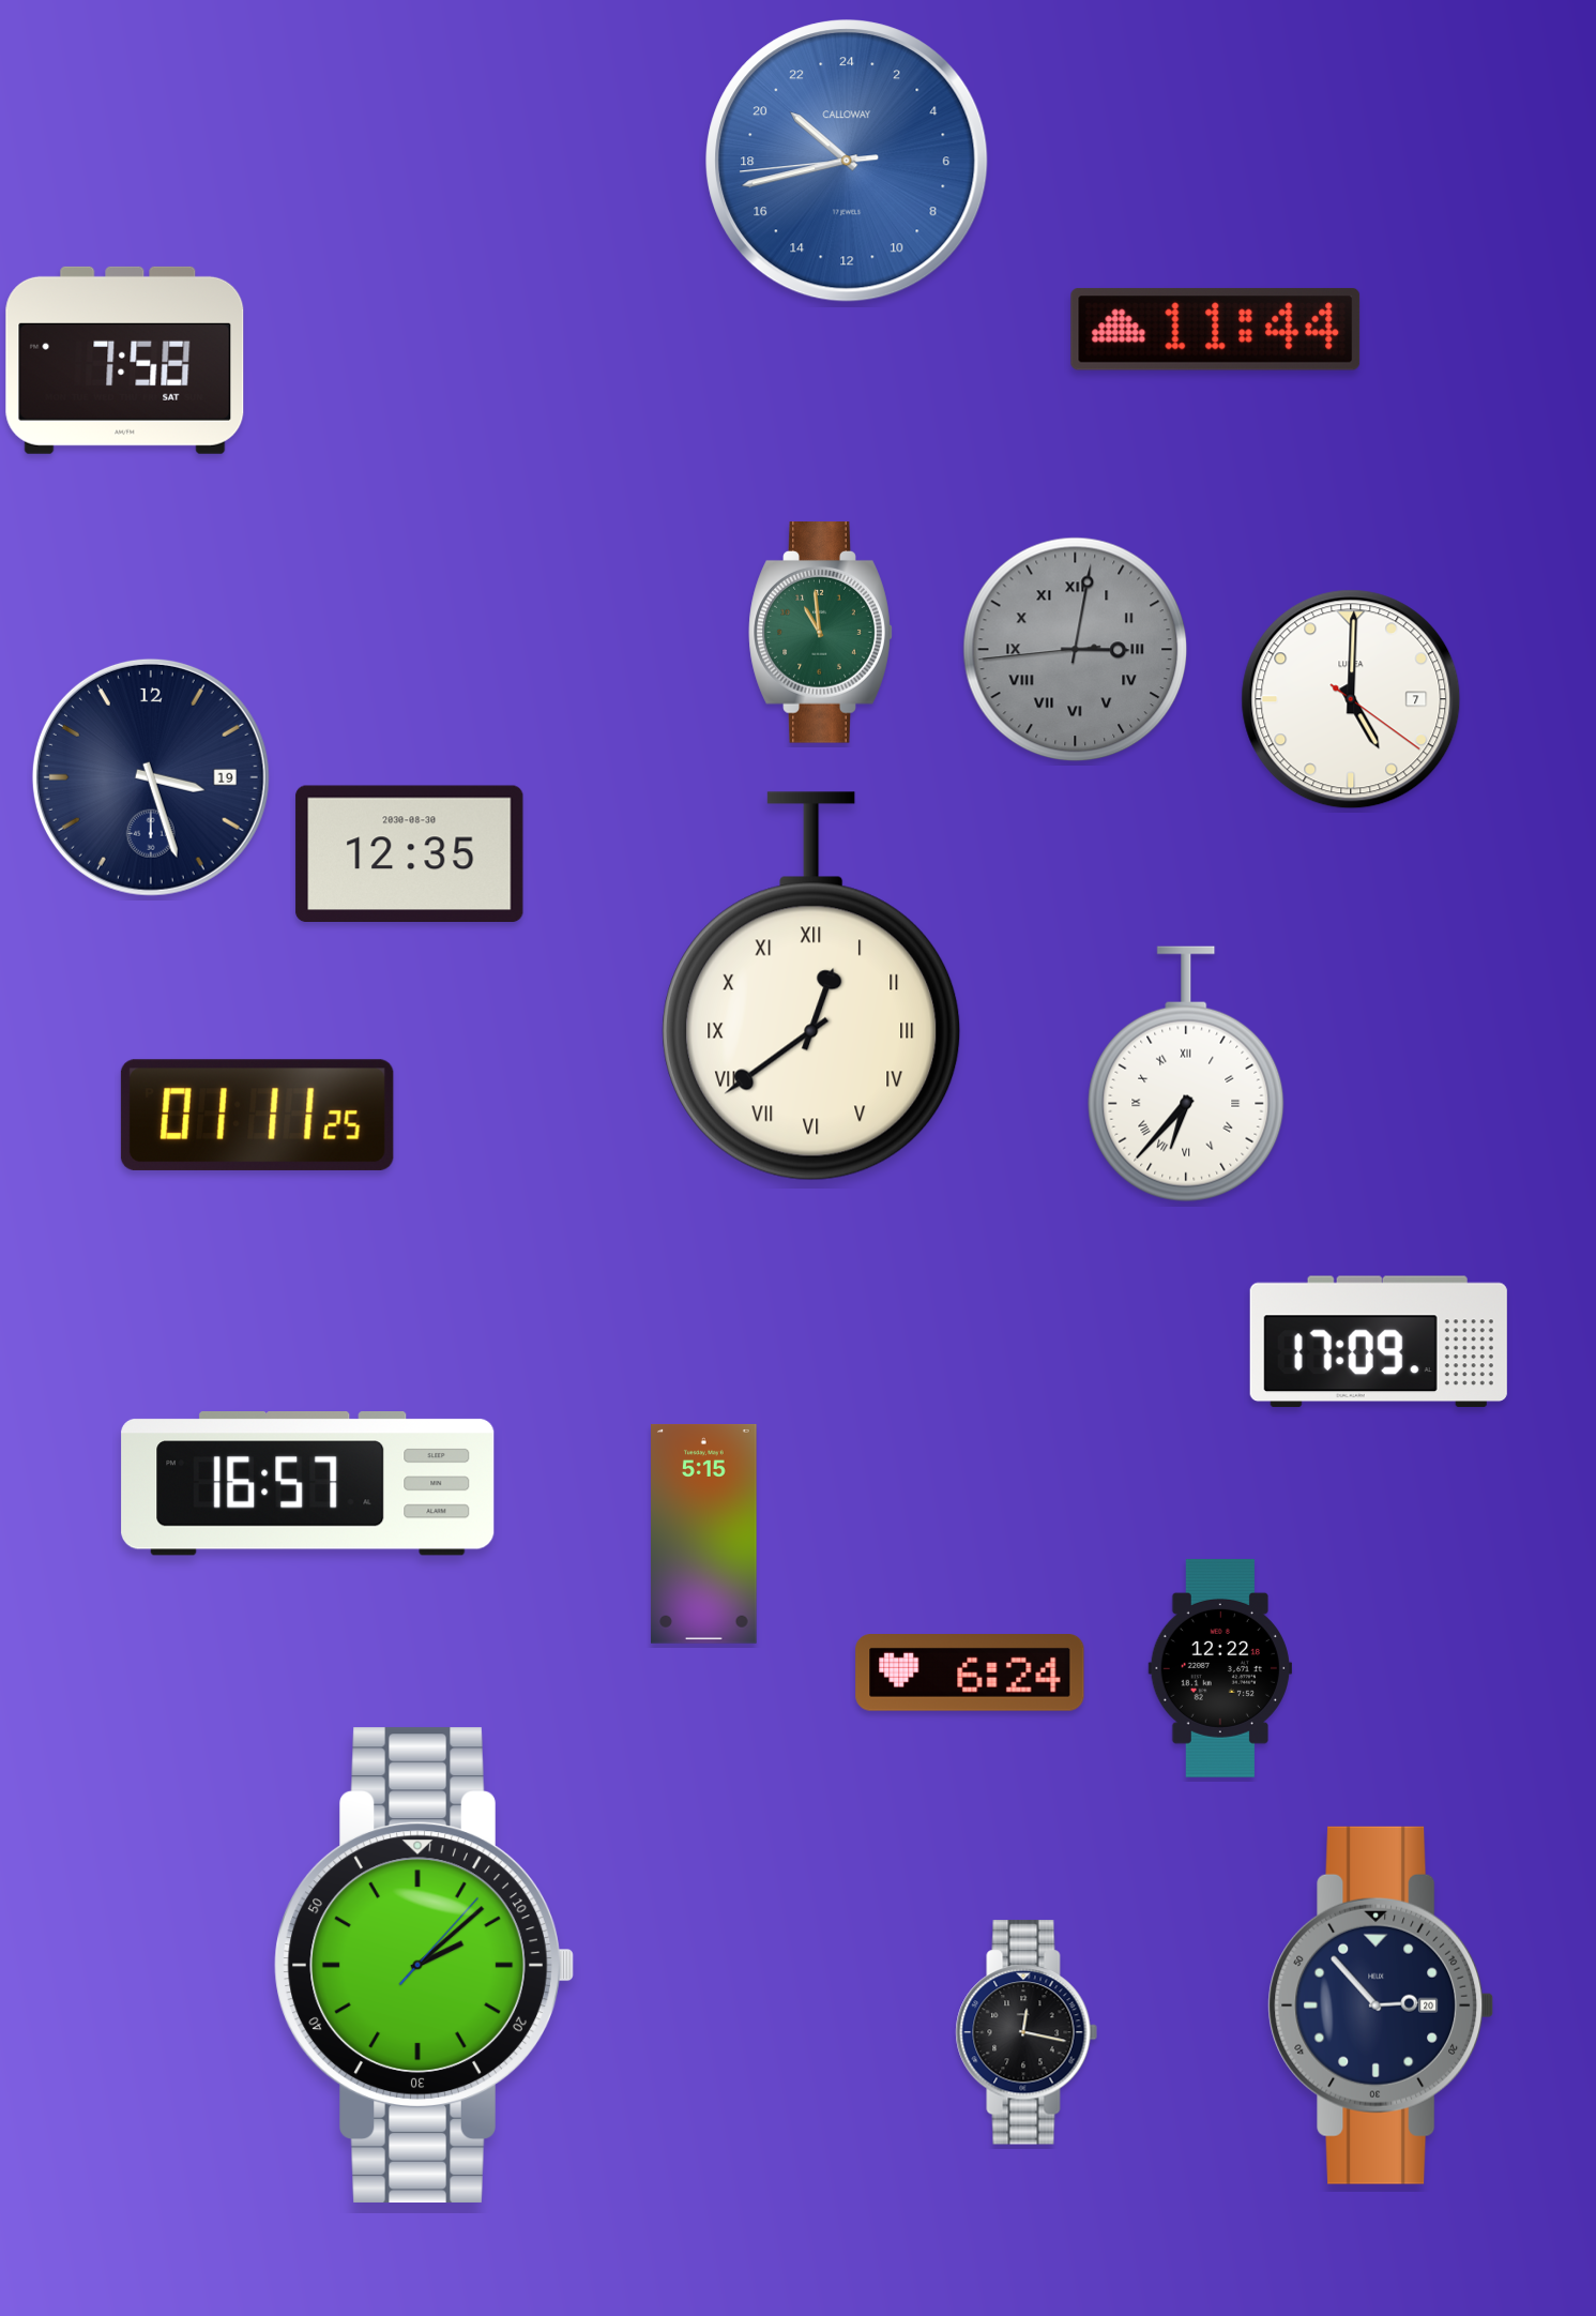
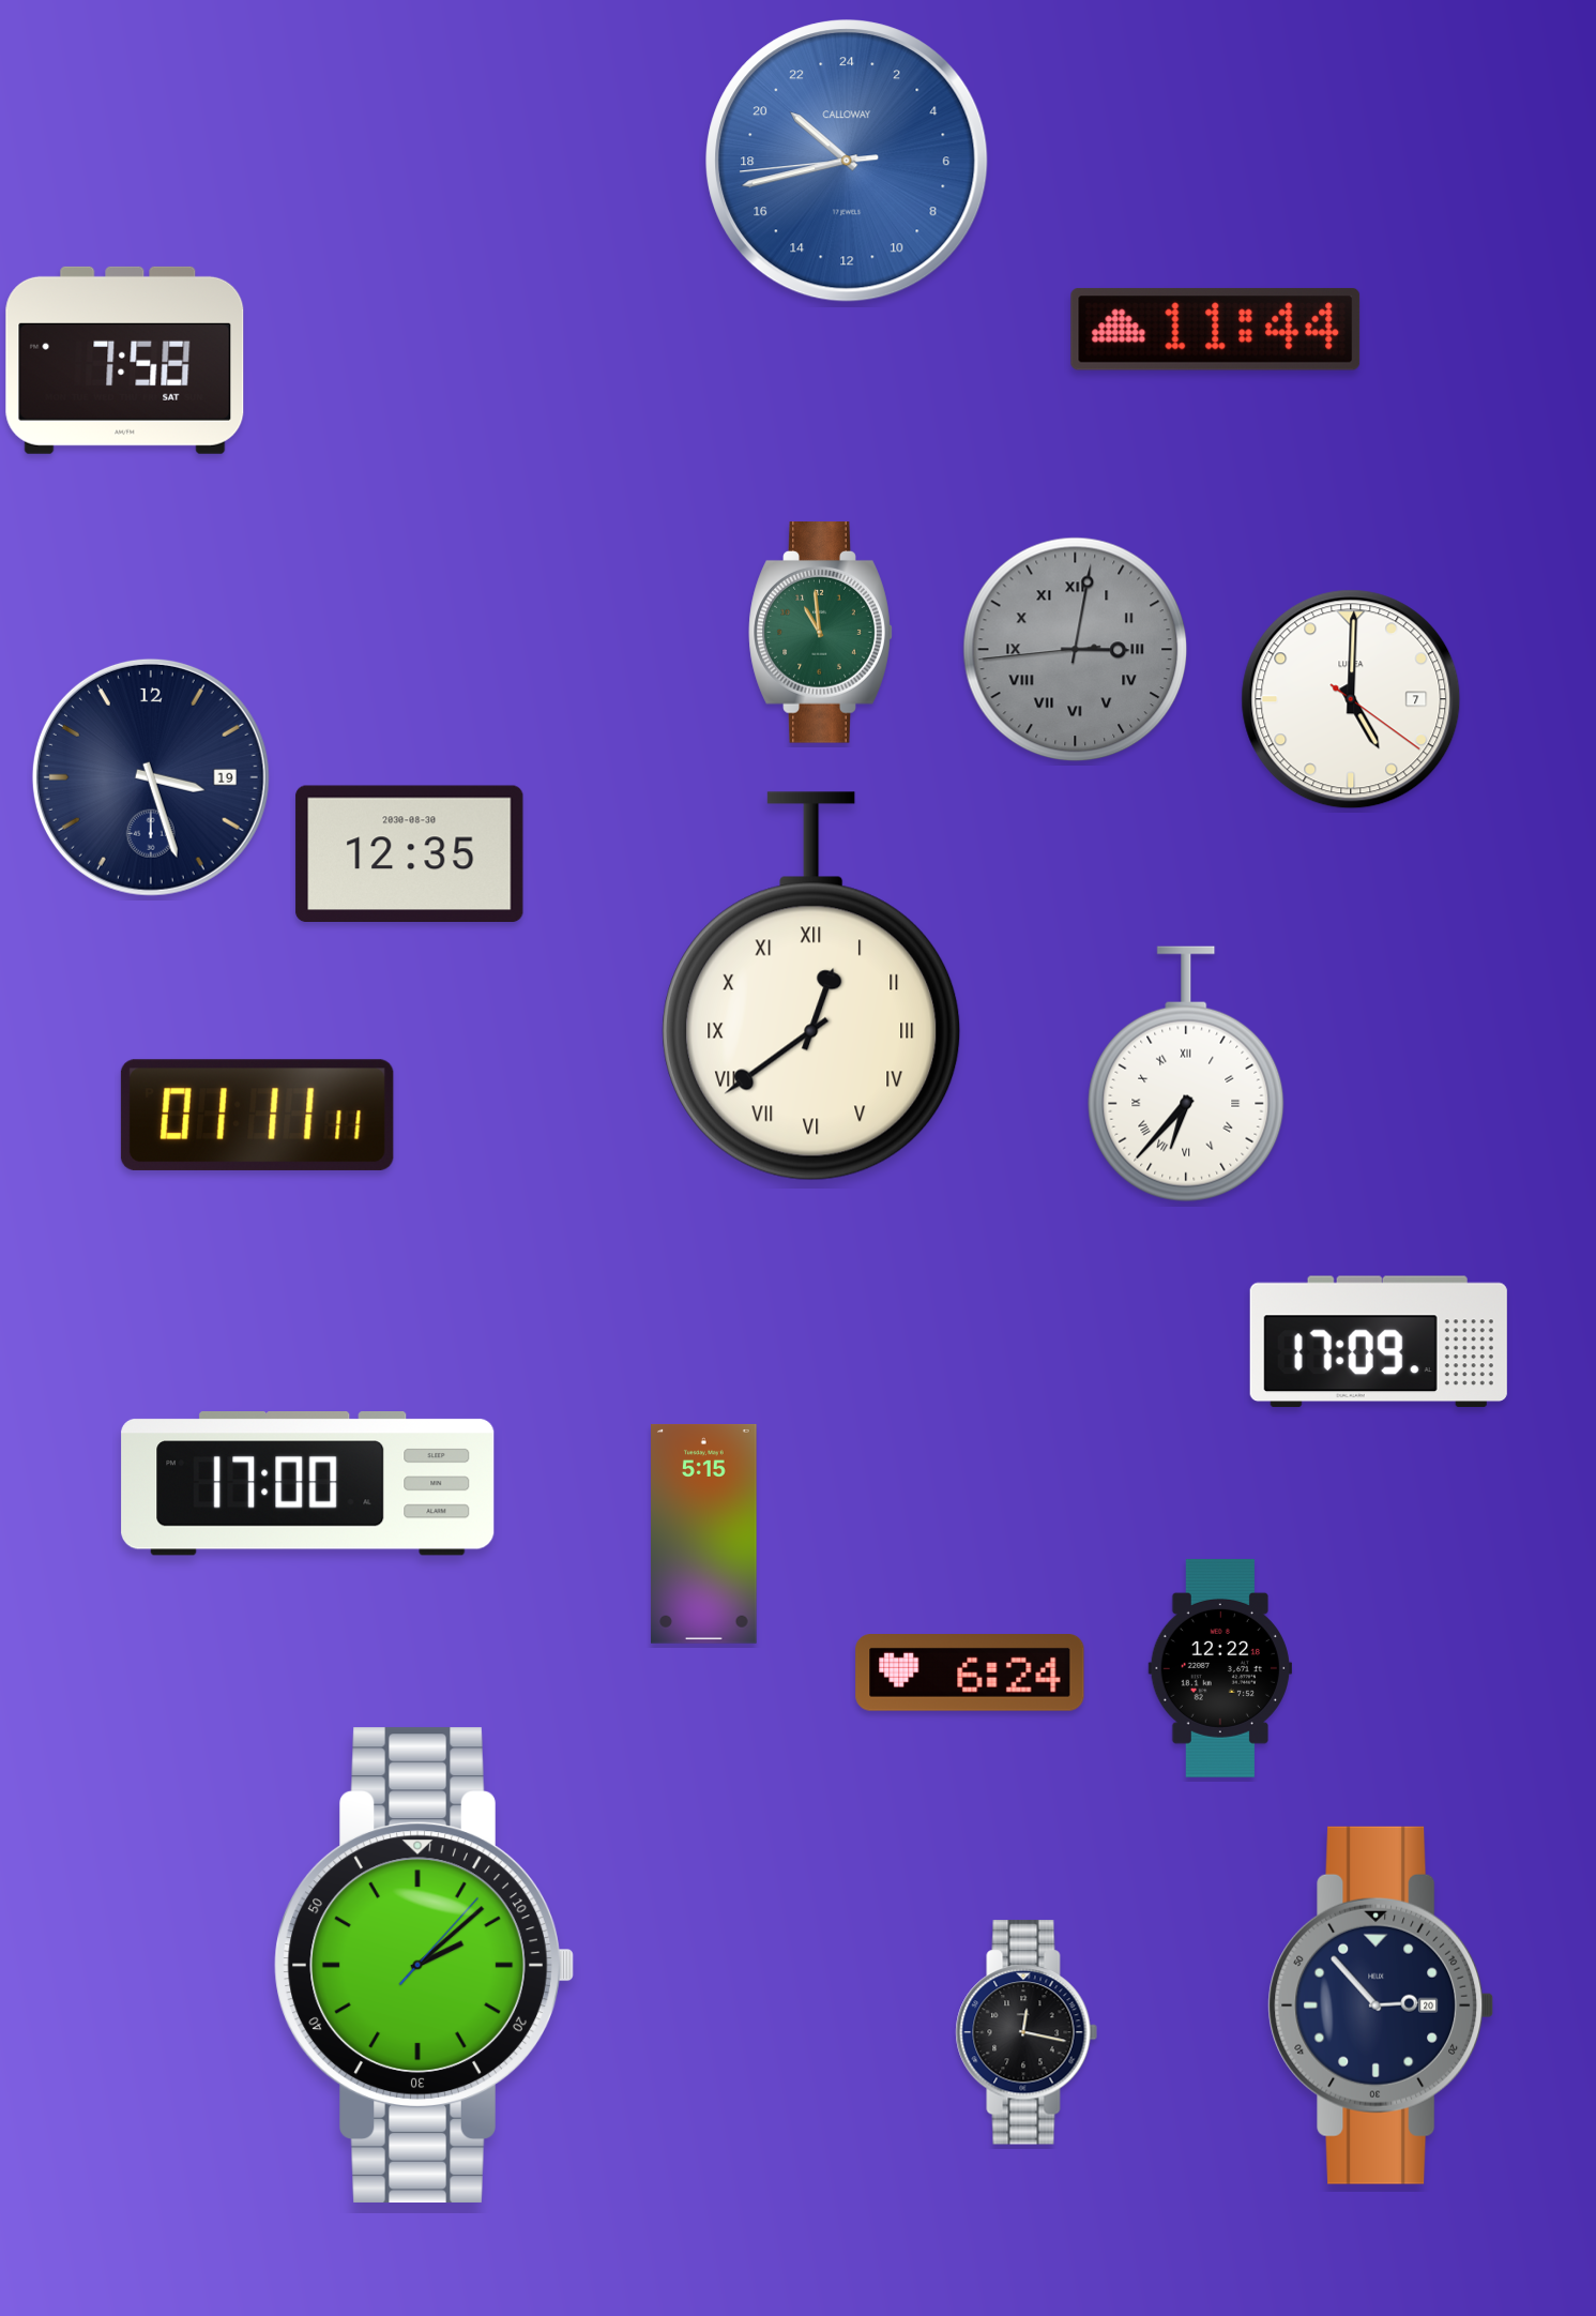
clock at (257, 1115): 01:11:25 -> 01:11:11
clock at (308, 1484): 16:57 -> 17:00
